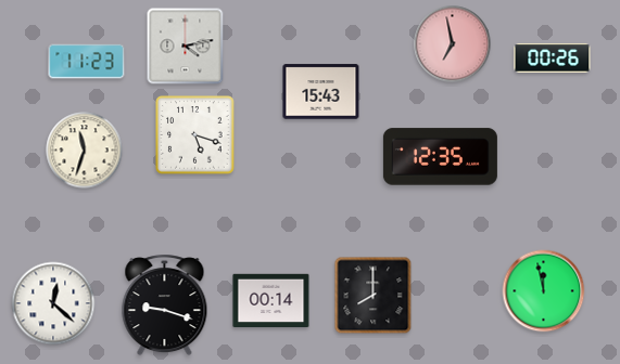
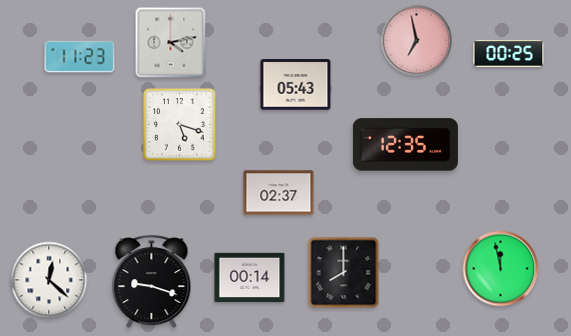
clock at (553, 58): 00:26 -> 00:25
clock at (321, 92): 15:43 -> 05:43
clock at (85, 151): 11:33 -> none
clock at (279, 193): none -> 02:37
